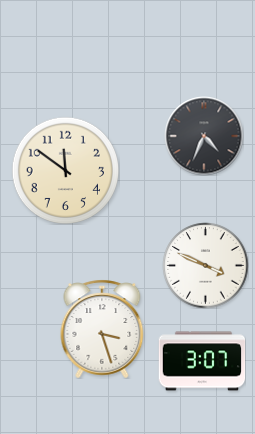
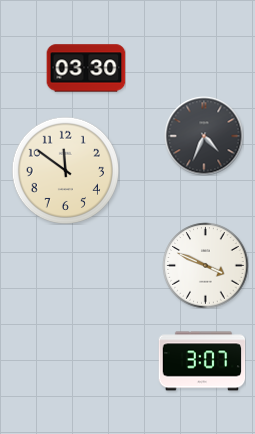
clock at (86, 68): none -> 03:30
clock at (102, 329): 3:27 -> none
